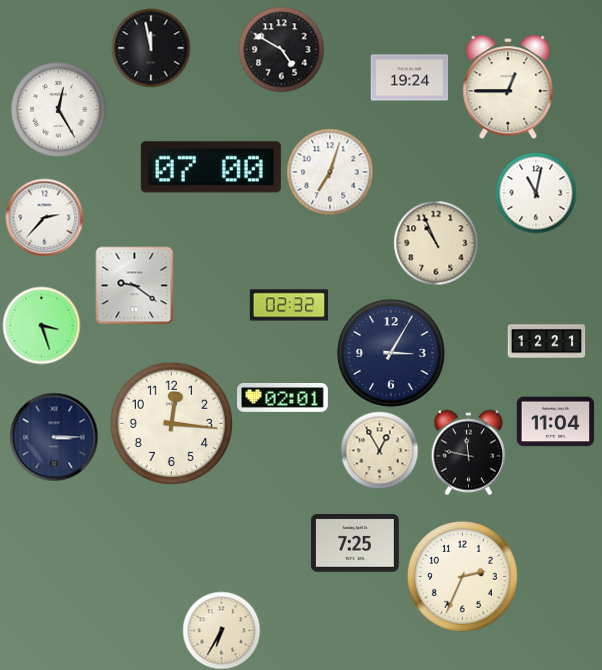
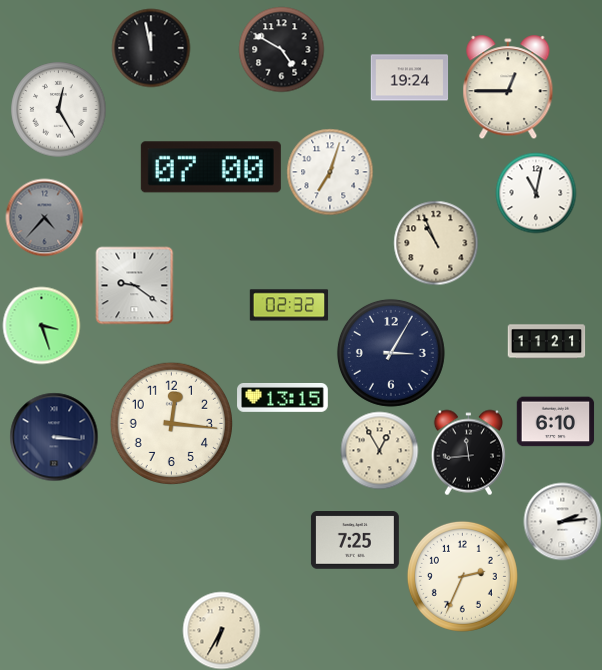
clock at (44, 217): 2:37 -> 4:37
clock at (44, 217) dial: white -> grey
clock at (546, 342): 12:21 -> 11:21
clock at (283, 398): 02:01 -> 13:15
clock at (555, 422): 11:04 -> 6:10
clock at (54, 437): 3:15 -> 3:16
clock at (468, 452): 11:47 -> 11:44
clock at (562, 521): none -> 2:14
clock at (355, 544) position: (355, 544) -> (355, 541)
